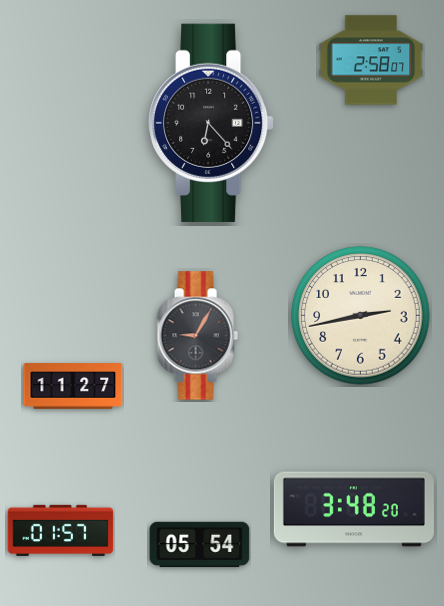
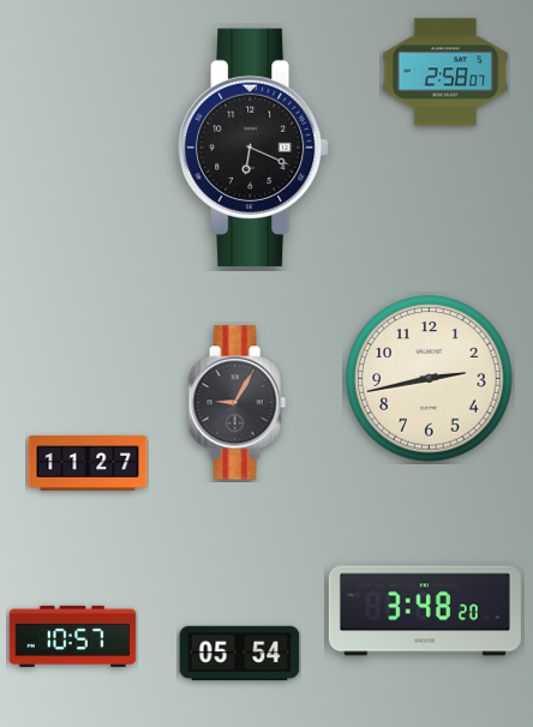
clock at (212, 123): 6:23 -> 6:19
clock at (361, 316) position: (361, 316) -> (430, 379)
clock at (61, 530): 01:57 -> 10:57
